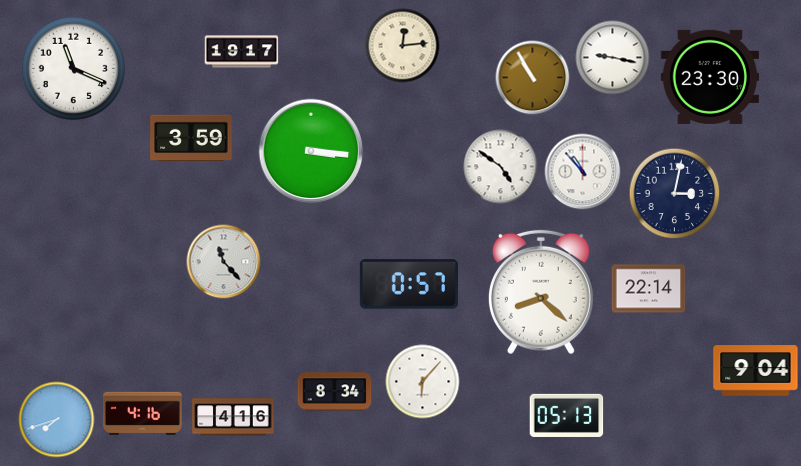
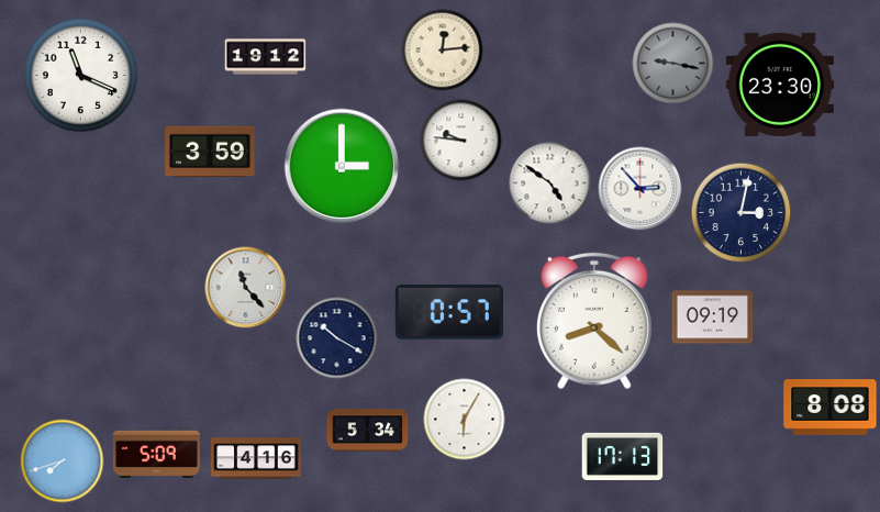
clock at (242, 52): 19:17 -> 19:12
clock at (613, 58) dial: white -> grey
clock at (533, 78): 10:55 -> none
clock at (461, 141): none -> 9:46
clock at (311, 151): 3:16 -> 3:00
clock at (583, 172): 10:53 -> 2:53
clock at (649, 289): 22:14 -> 09:19
clock at (337, 338): none -> 10:20
clock at (756, 371): 9:04 -> 8:08
clock at (423, 382): 6:07 -> 6:05
clock at (335, 392): 8:34 -> 5:34
clock at (142, 413): 4:16 -> 5:09
clock at (567, 415): 05:13 -> 17:13
